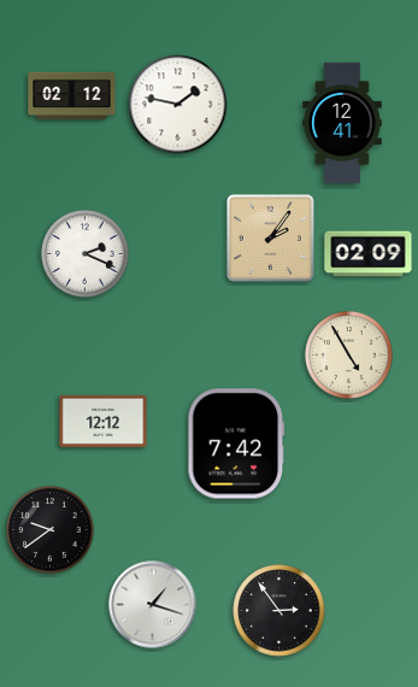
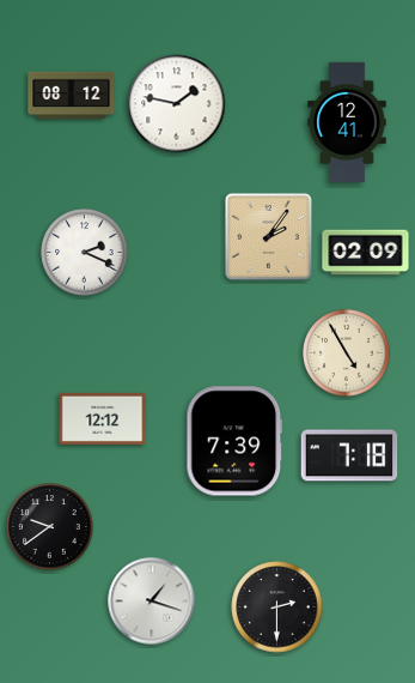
clock at (72, 96): 02:12 -> 08:12
clock at (342, 123) position: (342, 123) -> (347, 122)
clock at (236, 444): 7:42 -> 7:39
clock at (349, 455): none -> 7:18
clock at (279, 611): 2:54 -> 2:30
